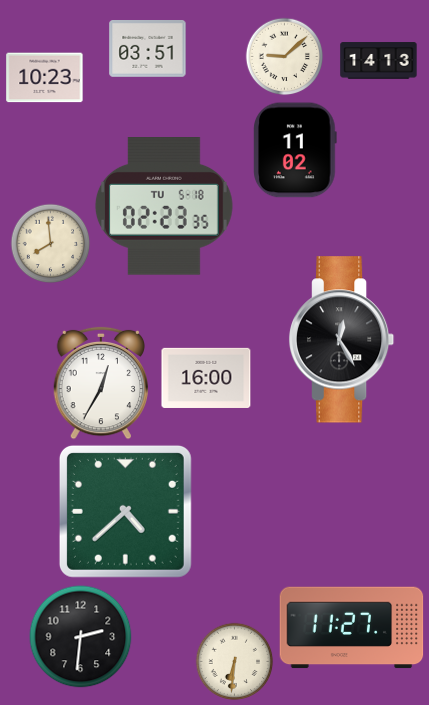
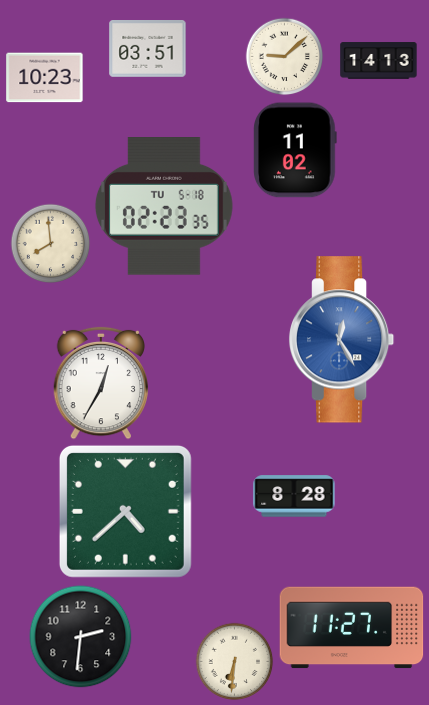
clock at (342, 340) dial: black -> blue
clock at (206, 378): 16:00 -> none
clock at (294, 496): none -> 8:28
